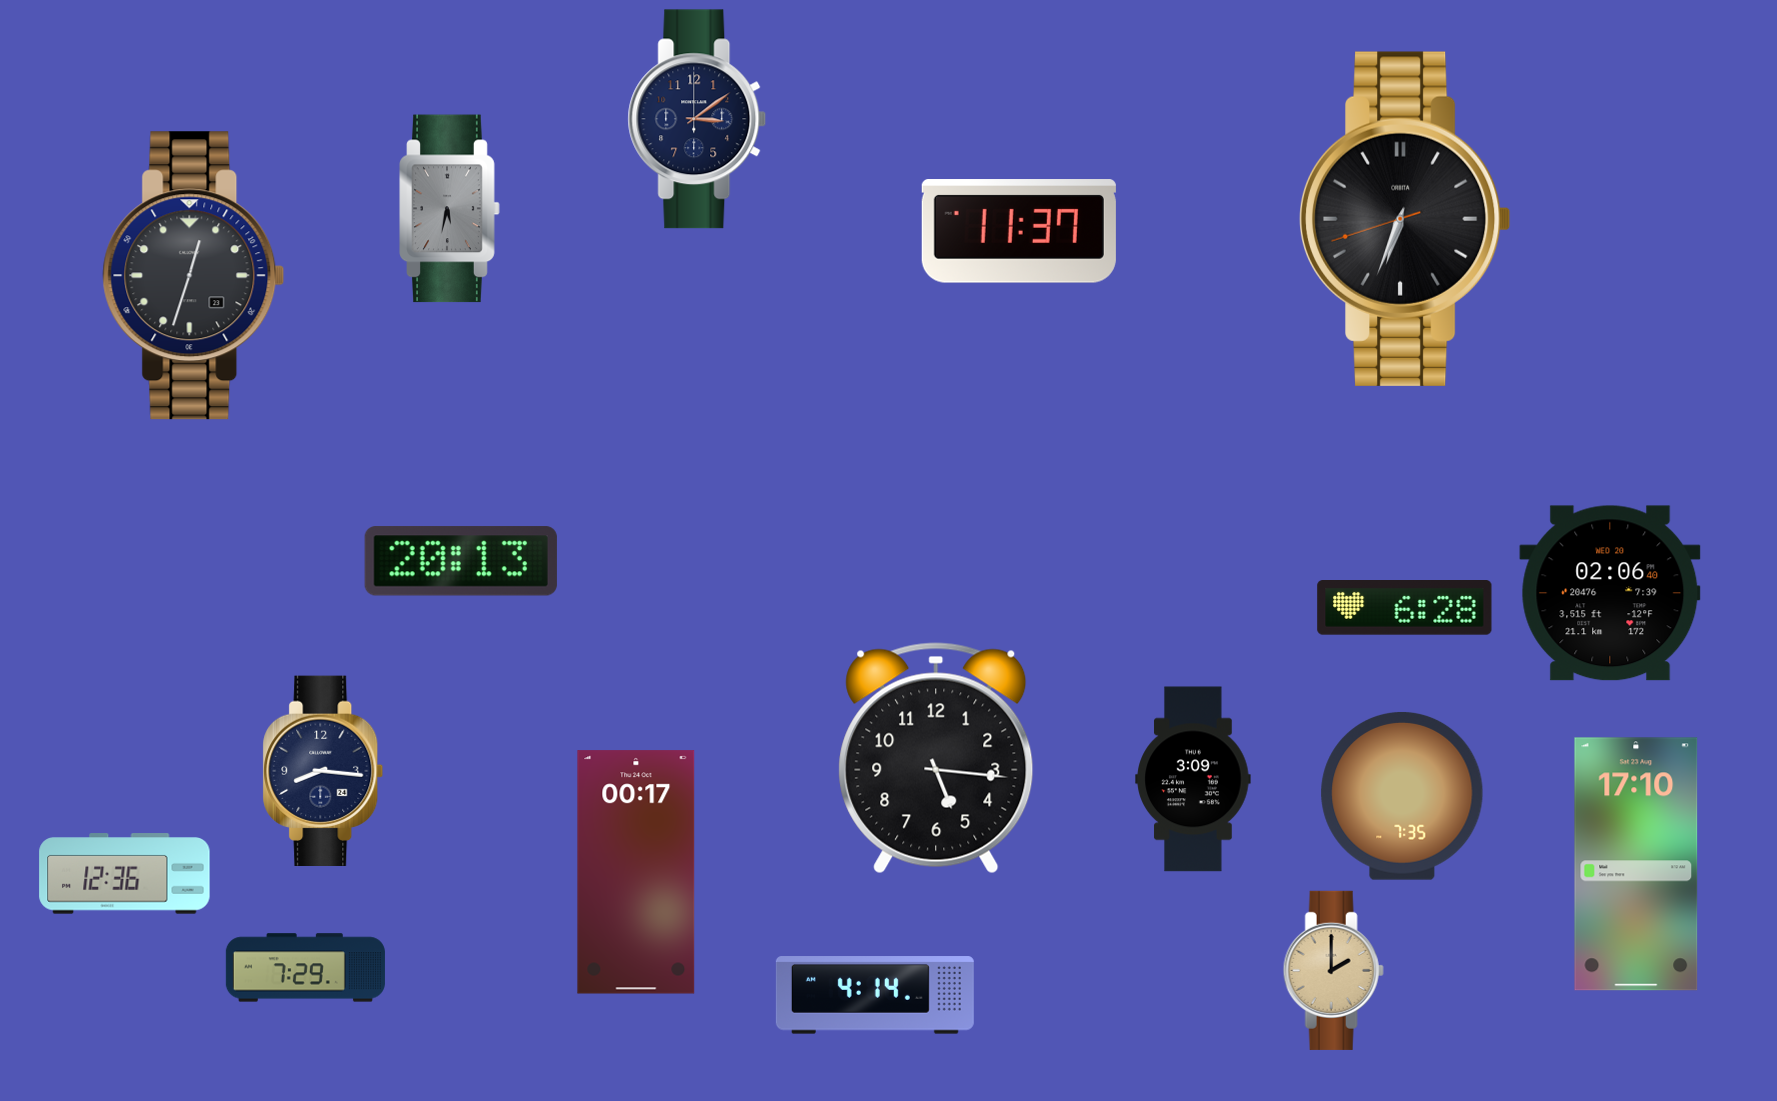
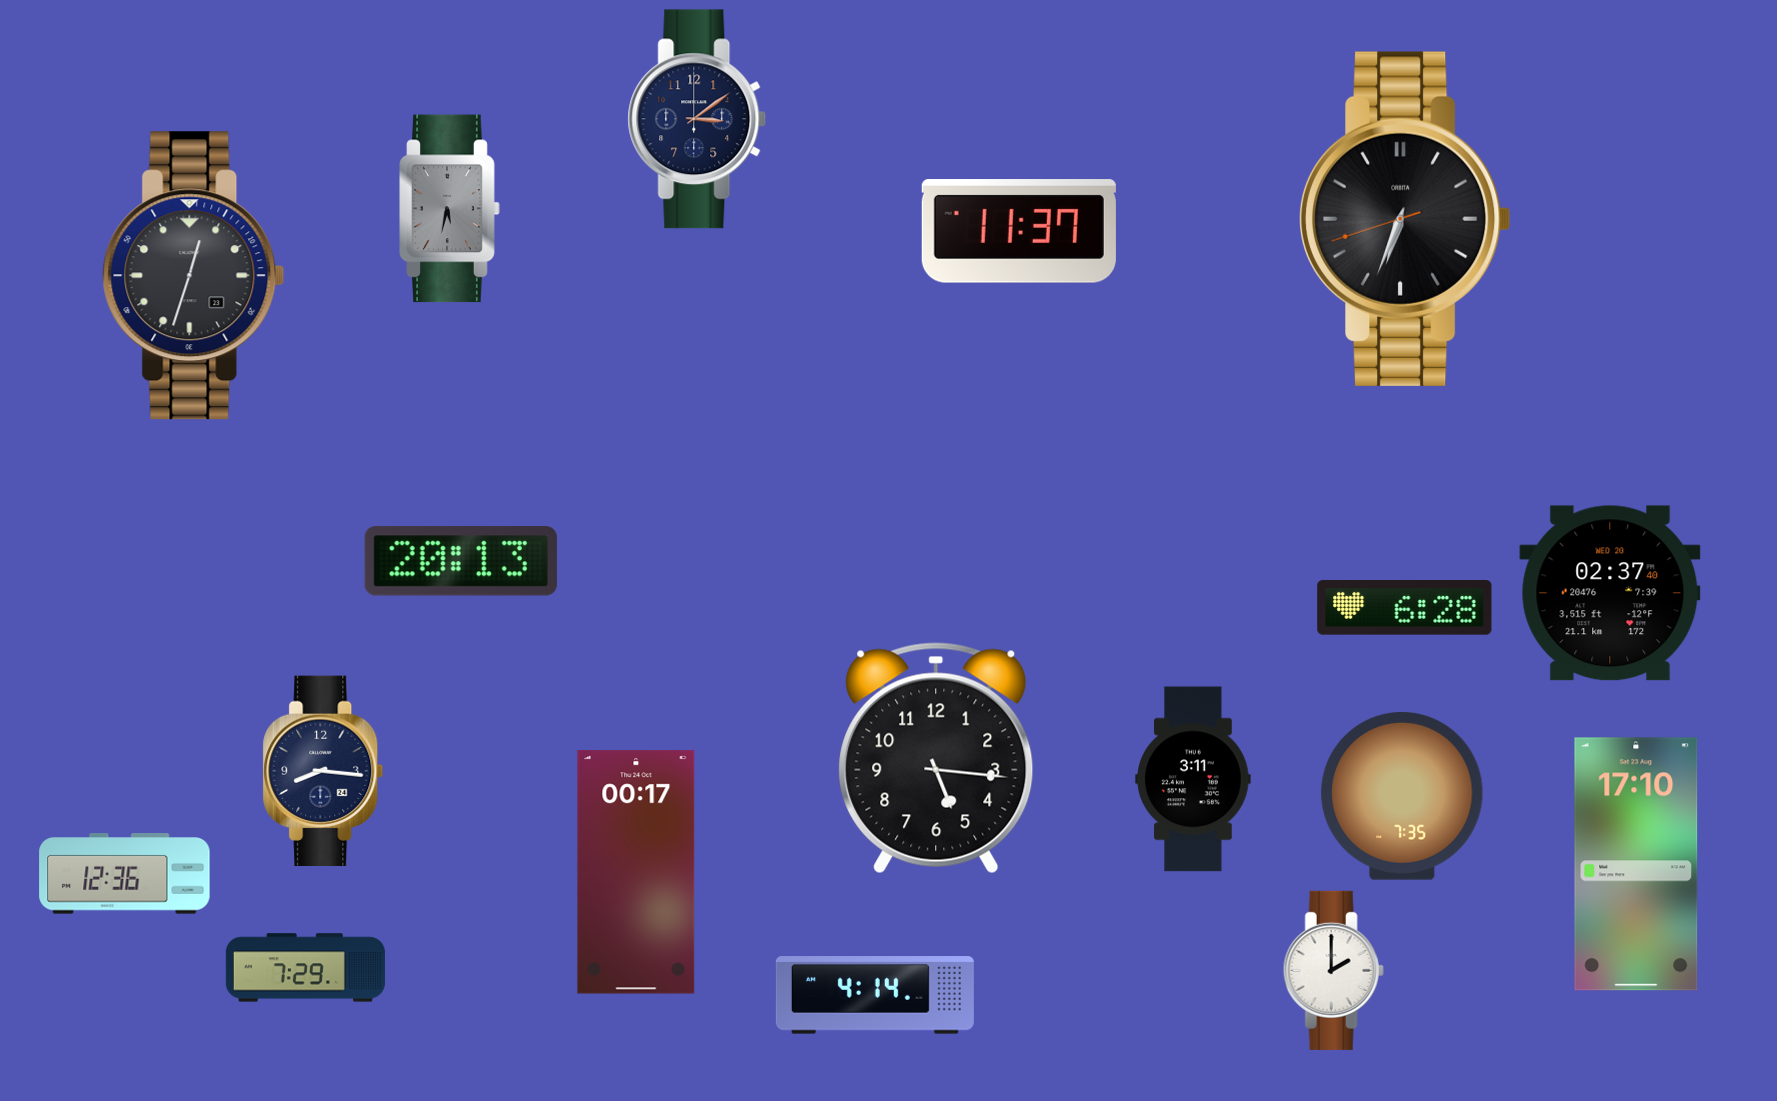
clock at (1610, 593): 02:06 -> 02:37
clock at (1193, 779): 3:09 -> 3:11
clock at (1333, 970) dial: champagne -> white
